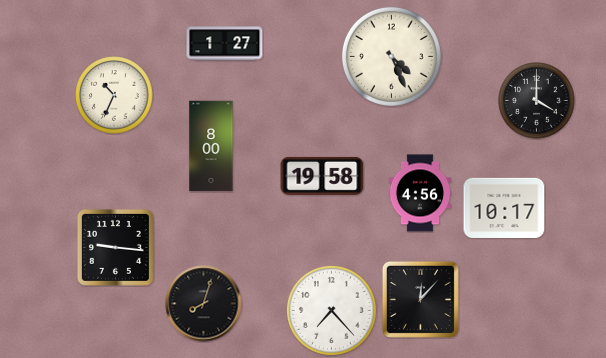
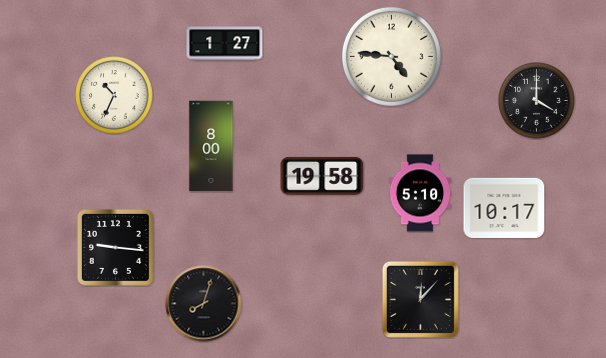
clock at (391, 56): 4:26 -> 4:46
clock at (420, 193): 4:56 -> 5:10
clock at (331, 310): 7:23 -> none
